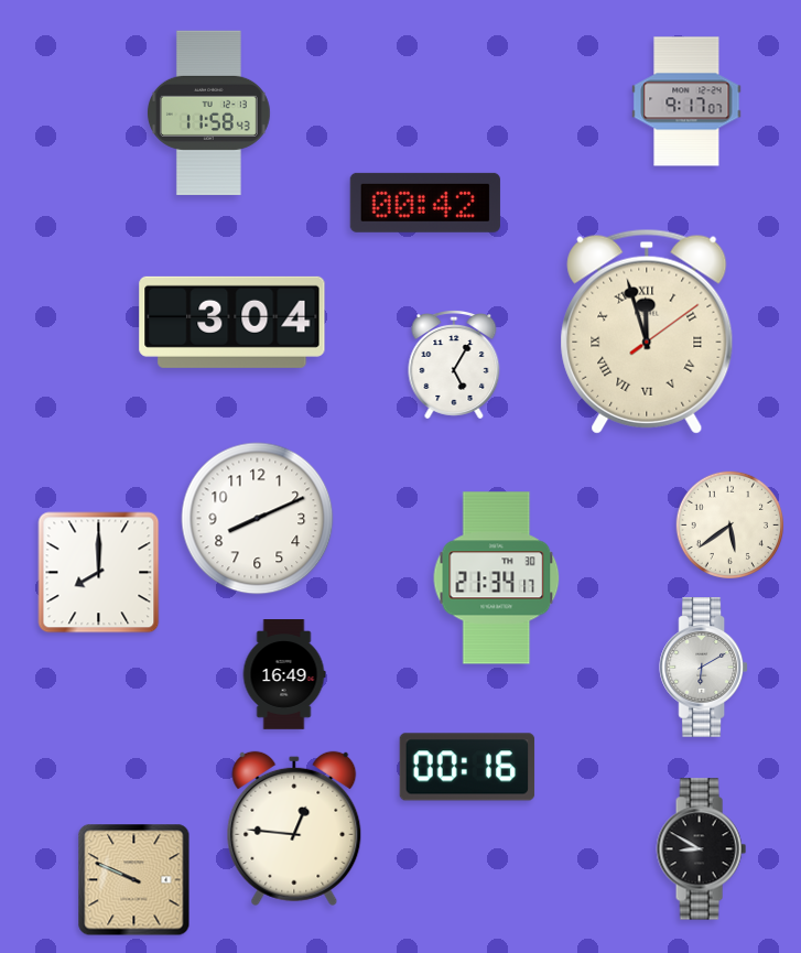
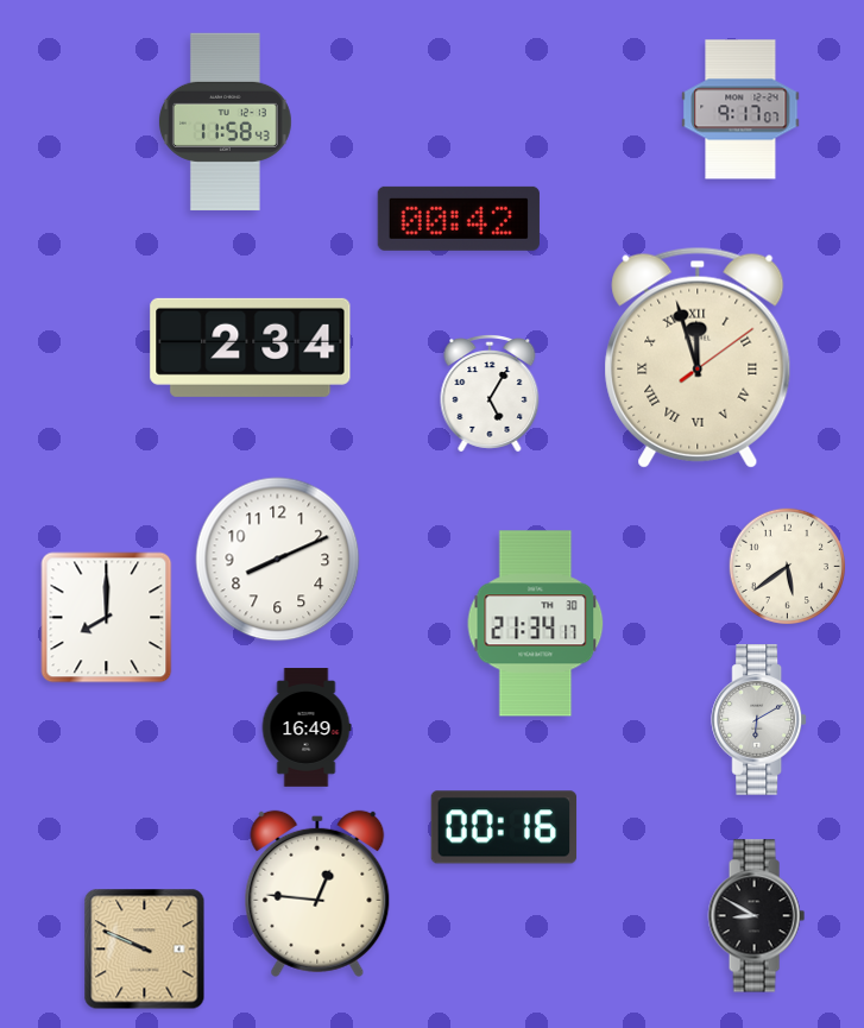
clock at (232, 322): 3:04 -> 2:34
